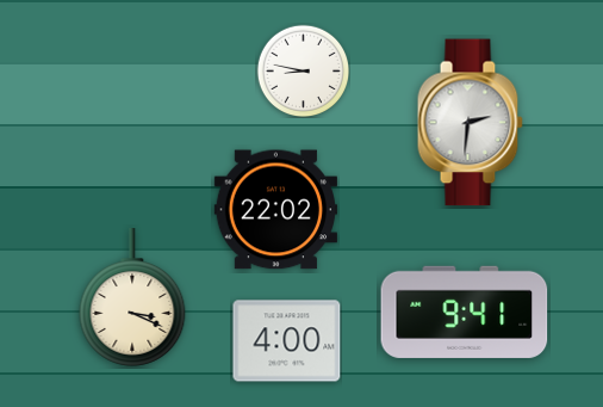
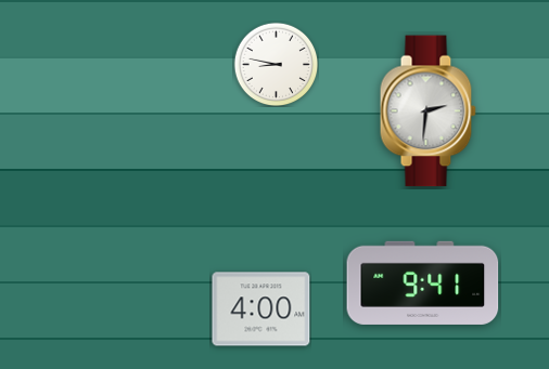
clock at (275, 210): 22:02 -> none
clock at (132, 297): 3:19 -> none
